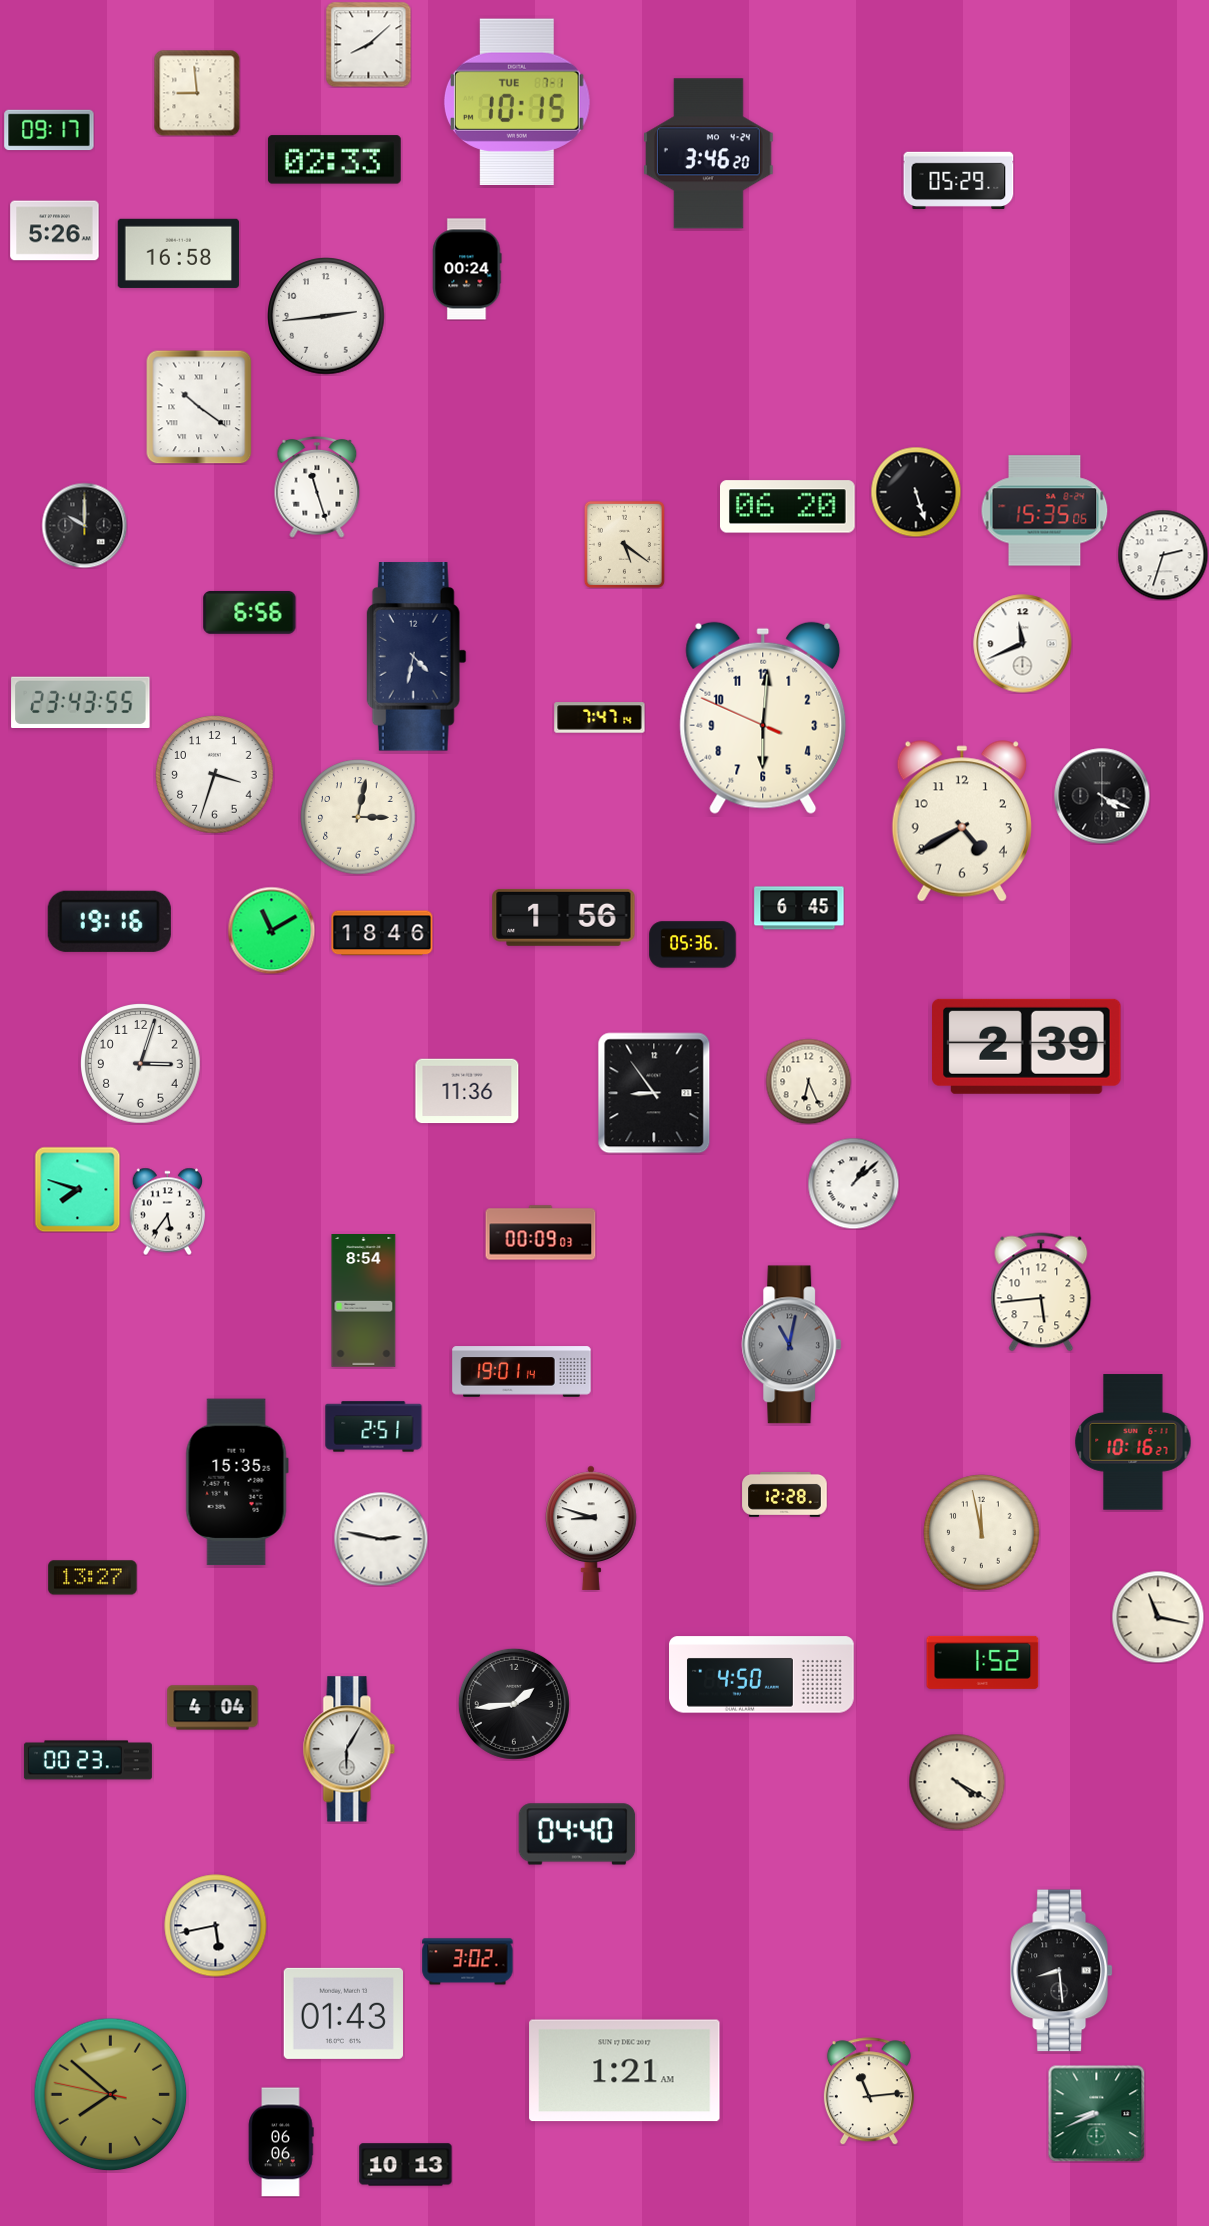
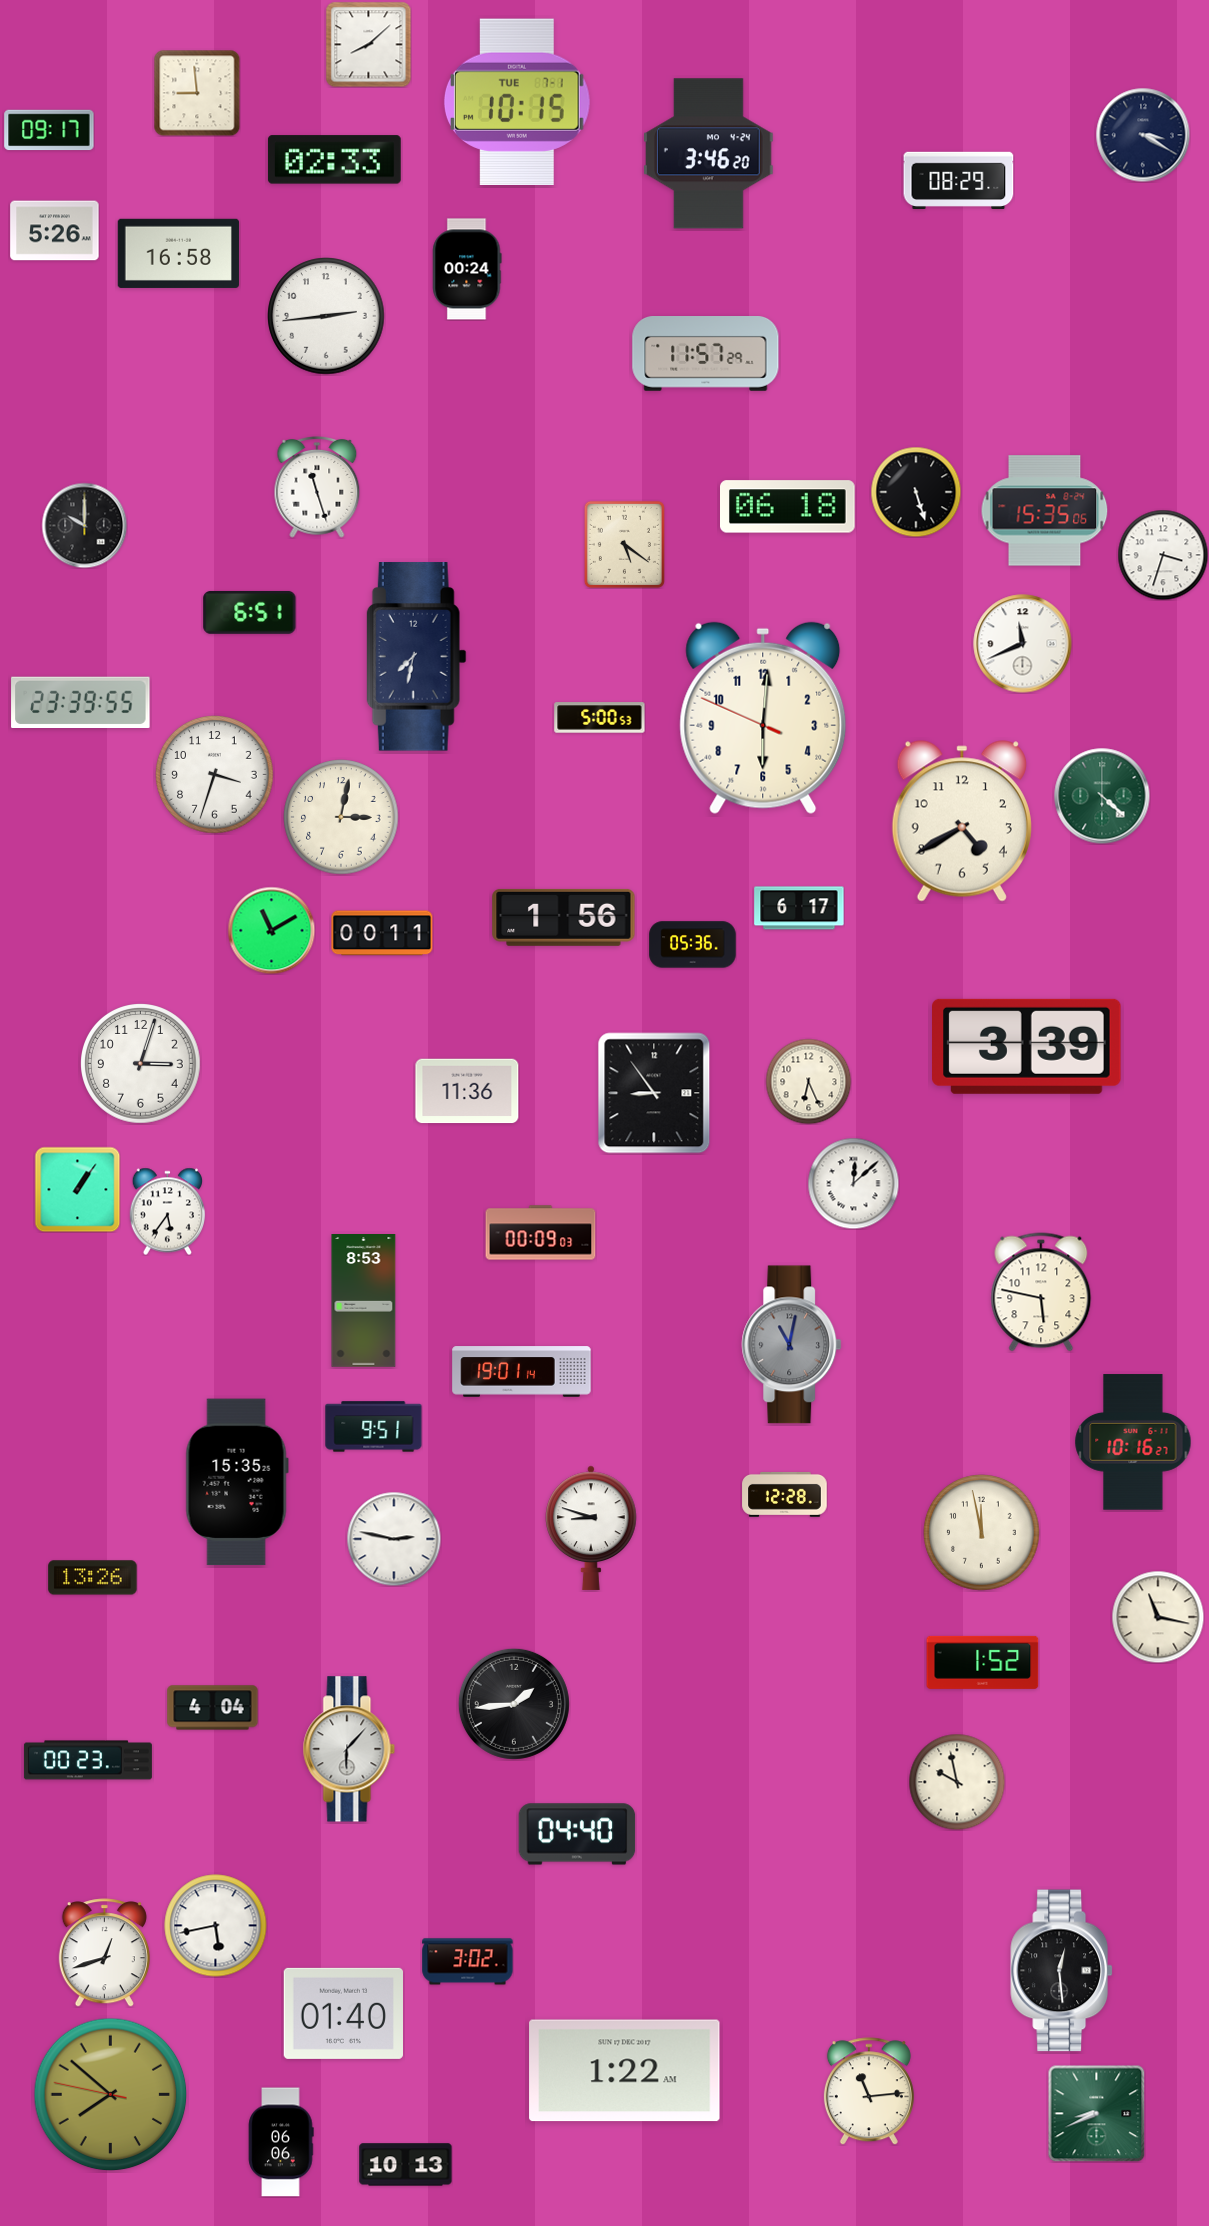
clock at (1143, 135): none -> 3:20
clock at (959, 180): 05:29 -> 08:29
clock at (706, 354): none -> 11:57
clock at (199, 407): 10:21 -> none
clock at (788, 507): 06:20 -> 06:18
clock at (1163, 555): 2:33 -> 3:33
clock at (250, 612): 6:56 -> 6:51
clock at (416, 657): 4:32 -> 7:32
clock at (81, 703): 23:43 -> 23:39
clock at (600, 718): 7:47 -> 5:00
clock at (1102, 796): 4:19 -> 4:22
clock at (1102, 796) dial: black -> green
clock at (358, 817) position: (358, 817) -> (341, 817)
clock at (799, 908): 6:45 -> 6:17
clock at (109, 921): 19:16 -> none
clock at (382, 933): 18:46 -> 00:11
clock at (1027, 1046): 2:39 -> 3:39
clock at (853, 1183): 1:08 -> 12:08
clock at (77, 1189): 7:48 -> 1:06
clock at (1041, 1292): 5:44 -> 5:47
clock at (364, 1301): 8:54 -> 8:53
clock at (374, 1427): 2:51 -> 9:51
clock at (381, 1539) position: (381, 1539) -> (394, 1539)
clock at (93, 1578): 13:27 -> 13:26
clock at (762, 1675): 4:50 -> none
clock at (349, 1749): 6:05 -> 6:07
clock at (957, 1782): 4:20 -> 9:58
clock at (104, 1953): none -> 12:42
clock at (1061, 1971): 8:29 -> 12:29
clock at (343, 2013): 01:43 -> 01:40
clock at (625, 2071): 1:21 -> 1:22
